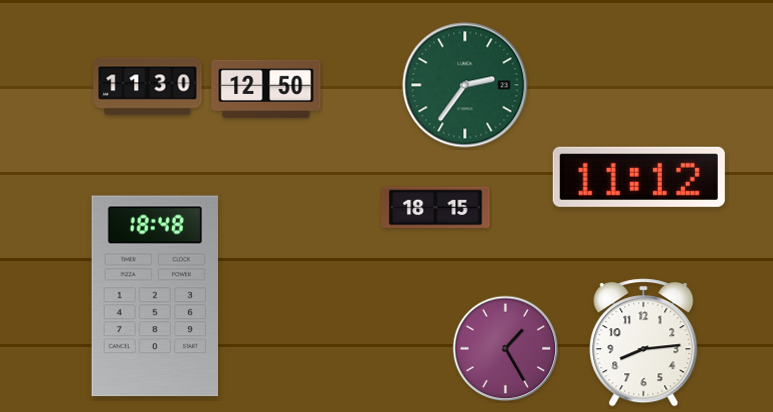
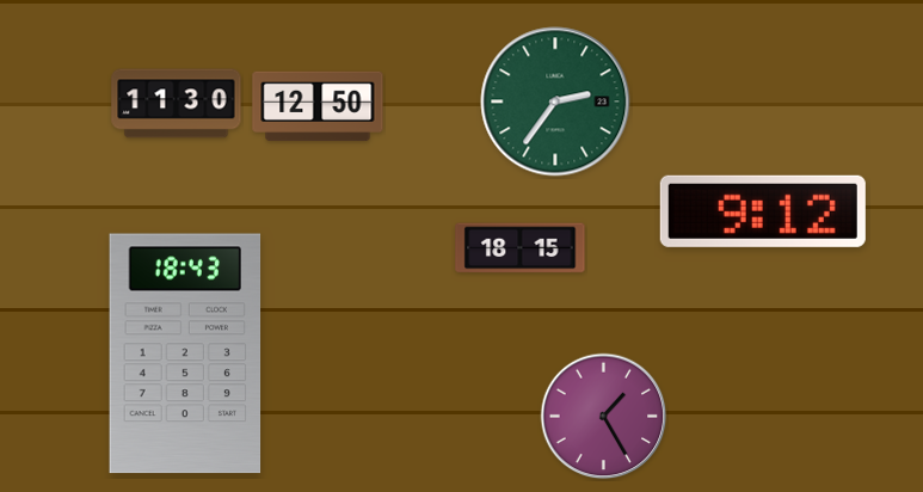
clock at (639, 177): 11:12 -> 9:12
clock at (155, 296): 18:48 -> 18:43
clock at (644, 343): 8:14 -> none
